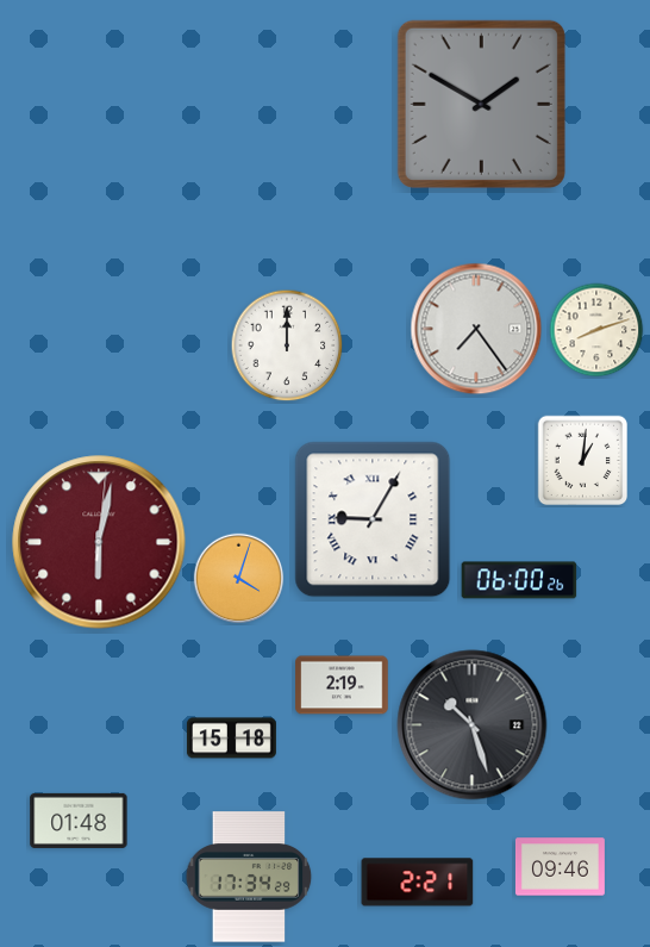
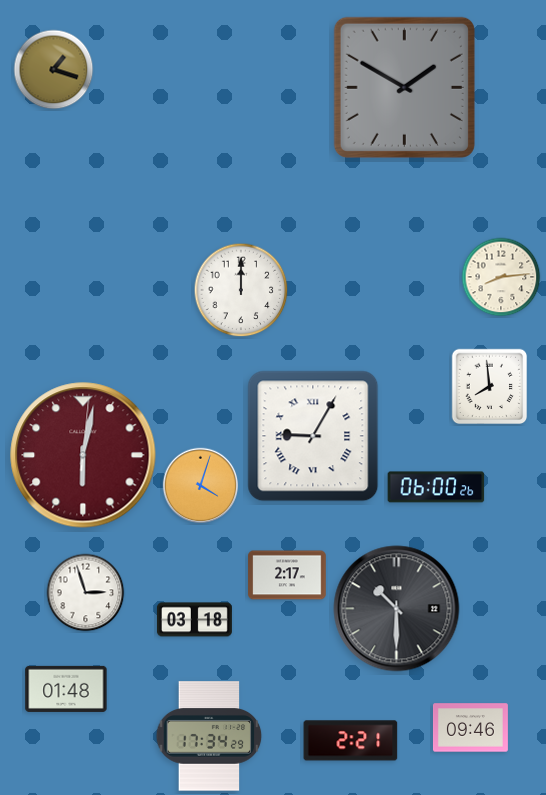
clock at (54, 70): none -> 1:18
clock at (476, 329): 7:24 -> none
clock at (596, 330): 8:12 -> 8:14
clock at (583, 461): 1:01 -> 7:59
clock at (342, 685): 2:19 -> 2:17
clock at (86, 593): none -> 2:57
clock at (473, 725): 10:27 -> 10:30
clock at (231, 739): 15:18 -> 03:18
